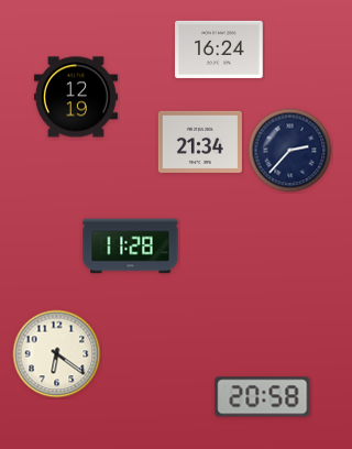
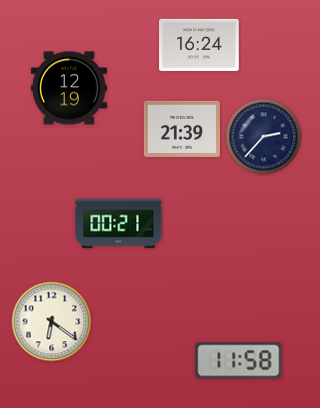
clock at (200, 142): 21:34 -> 21:39
clock at (131, 247): 11:28 -> 00:21
clock at (263, 397): 20:58 -> 11:58
